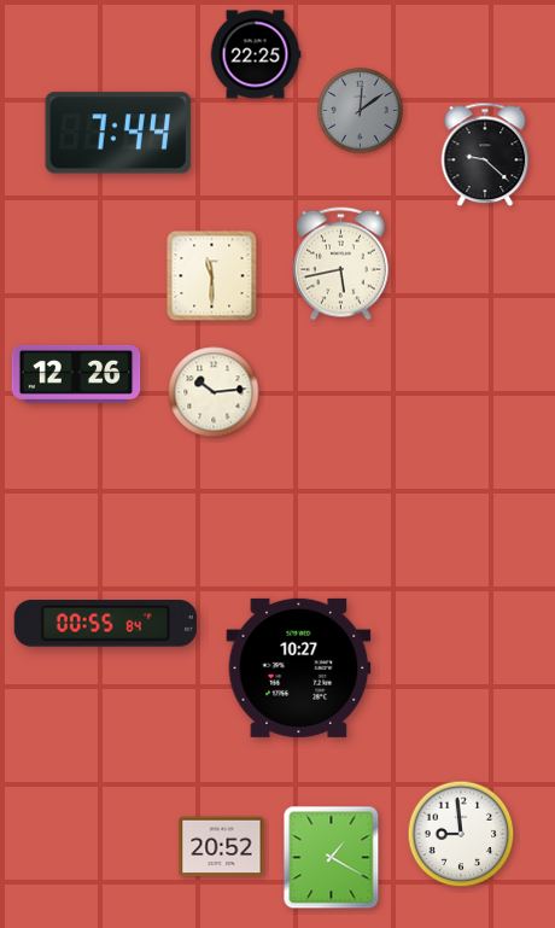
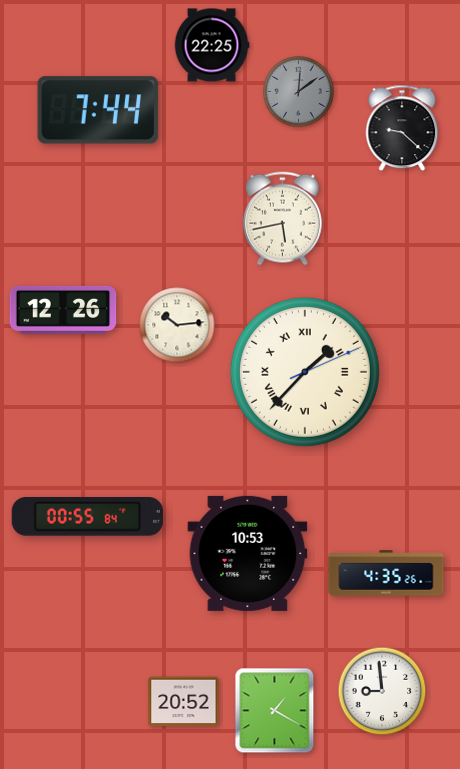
clock at (212, 276): 11:30 -> none
clock at (305, 372): none -> 1:37
clock at (299, 667): 10:27 -> 10:53
clock at (386, 573): none -> 4:35
